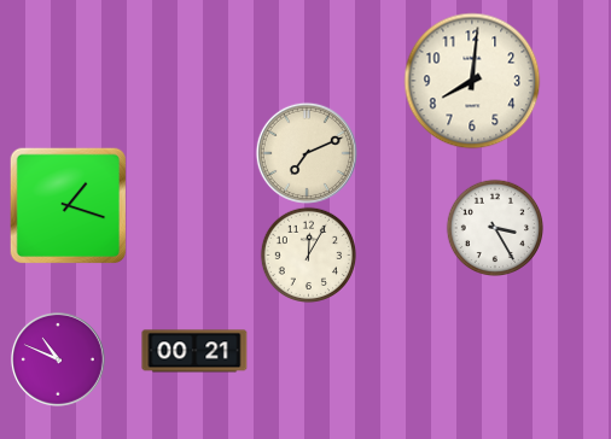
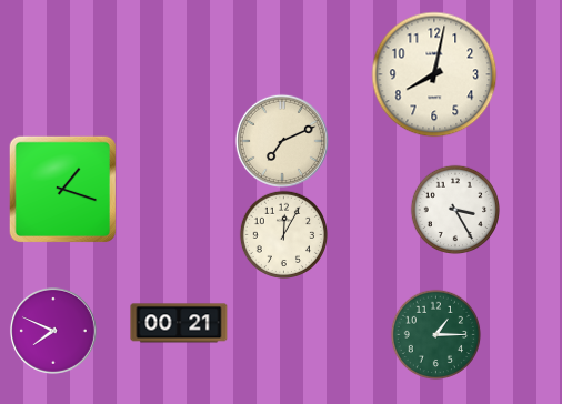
clock at (472, 81): 8:01 -> 8:02
clock at (58, 359): 10:49 -> 7:49
clock at (435, 334): none -> 1:15
